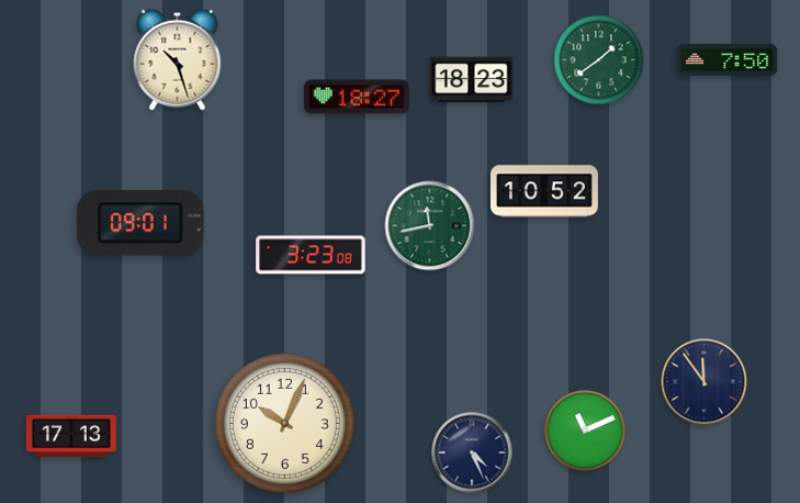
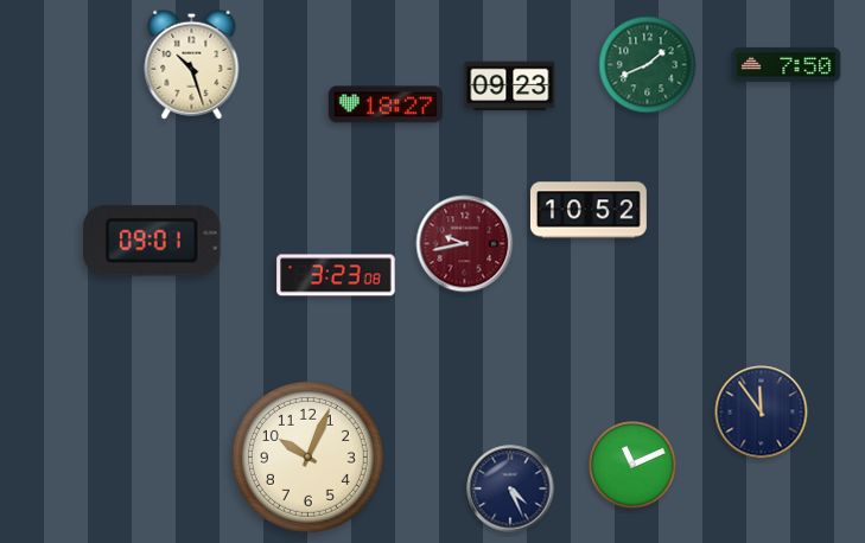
clock at (599, 60): 1:39 -> 1:41
clock at (472, 80): 18:23 -> 09:23
clock at (544, 191) position: (544, 191) -> (589, 210)
clock at (430, 226): 11:43 -> 9:43
clock at (430, 226) dial: green -> burgundy
clock at (71, 435): 17:13 -> none
